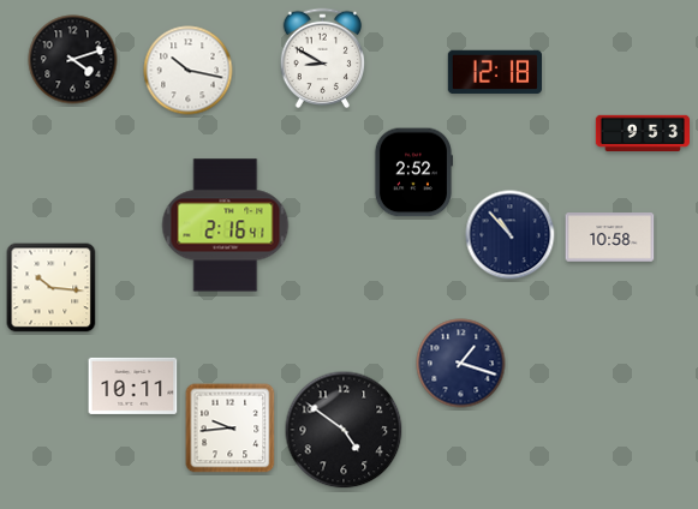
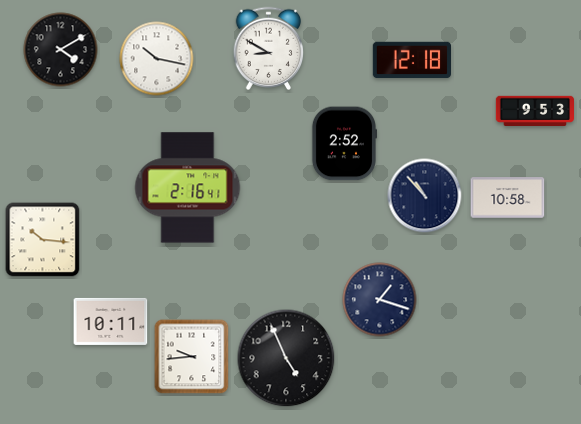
clock at (73, 60): 4:12 -> 4:10
clock at (461, 364) position: (461, 364) -> (380, 300)
clock at (344, 430): 4:51 -> 4:56
